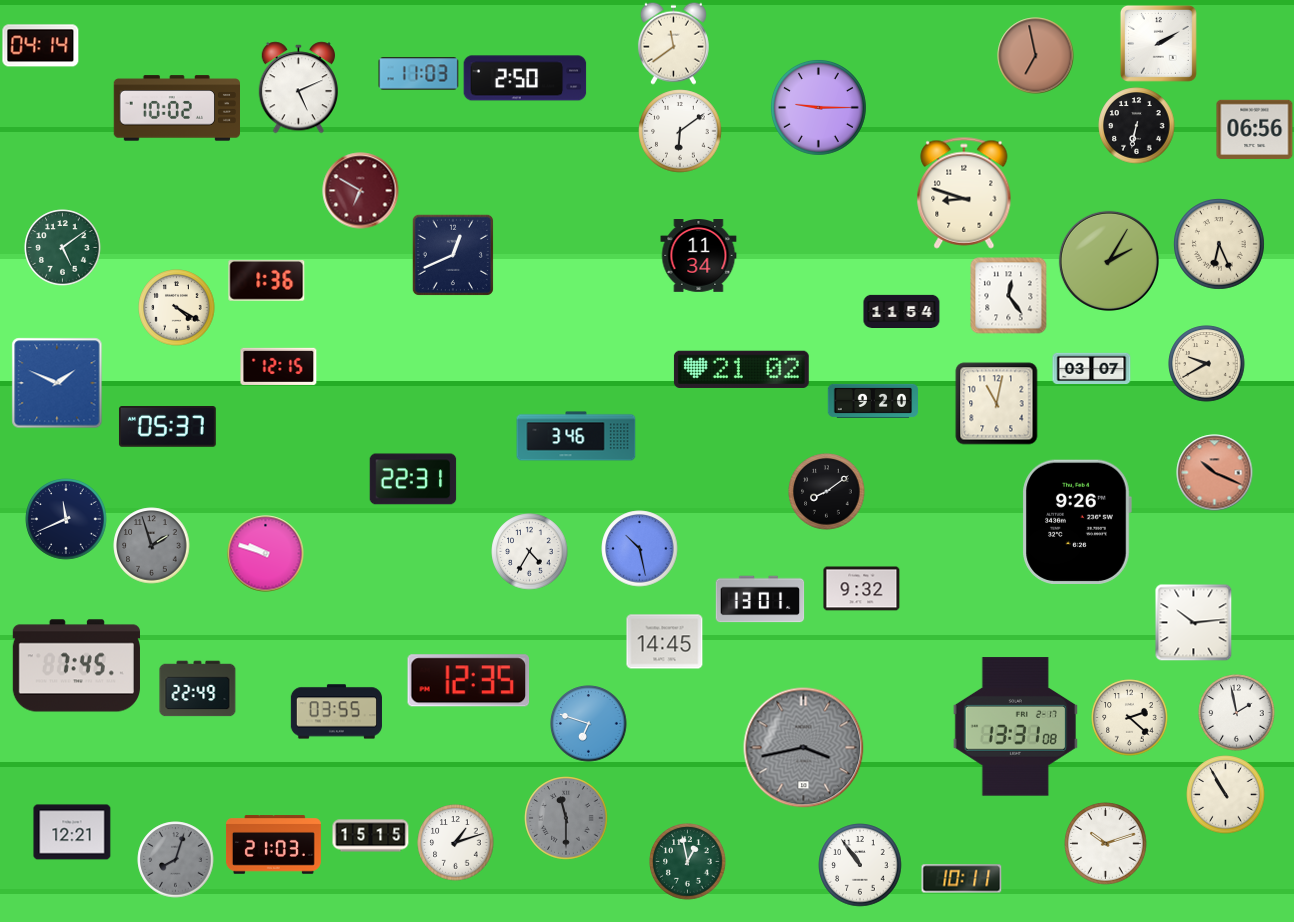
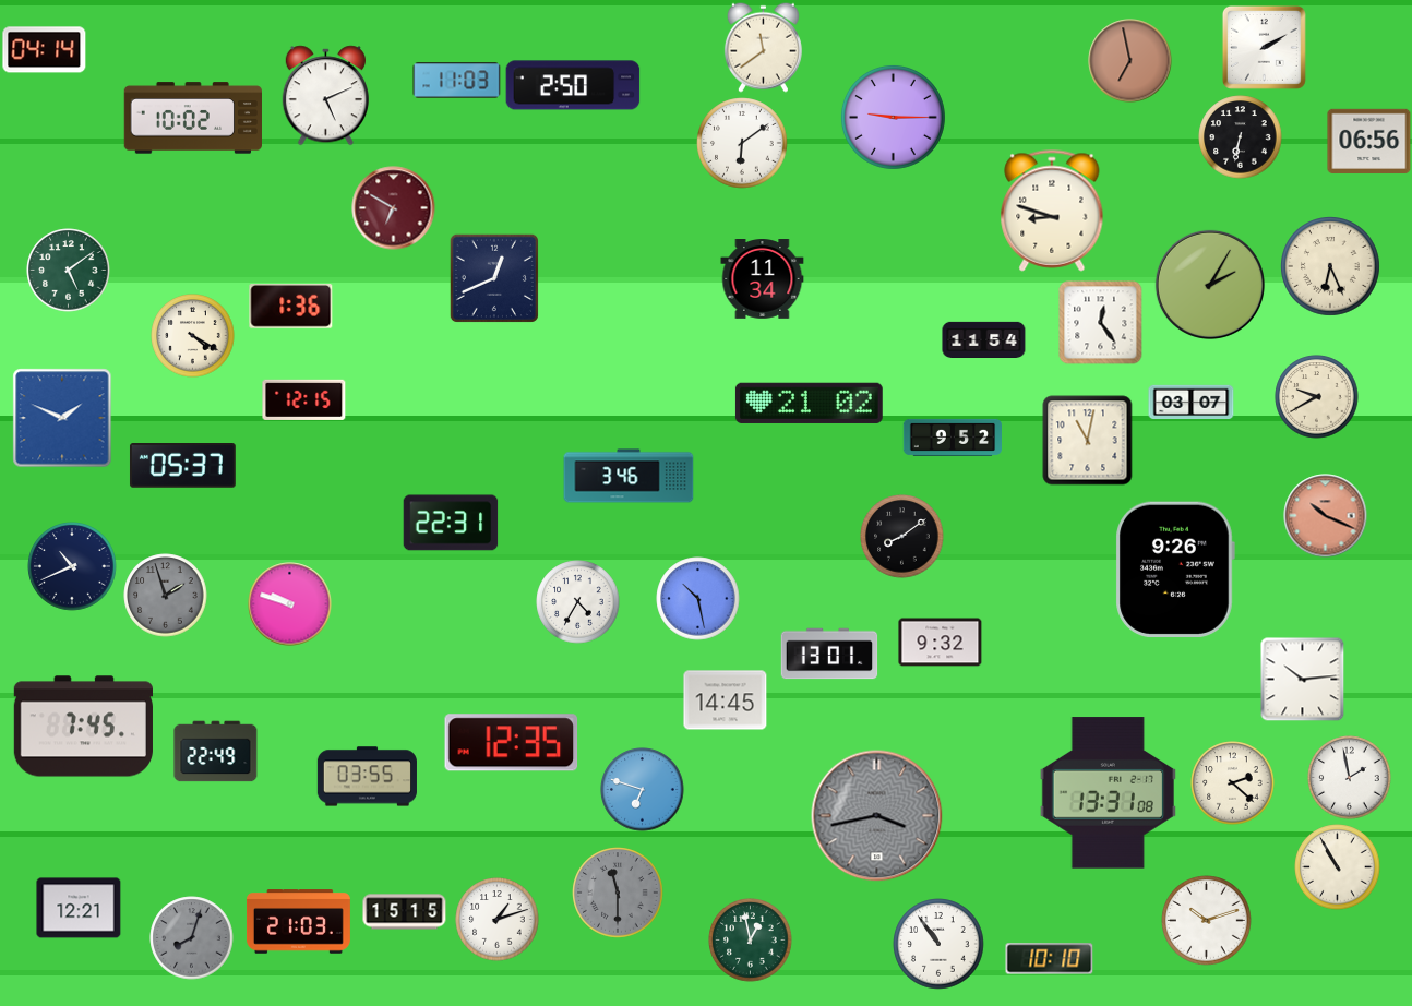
clock at (673, 43) position: (673, 43) -> (763, 47)
clock at (872, 401): 9:20 -> 9:52
clock at (66, 519): 11:41 -> 10:41
clock at (962, 879): 10:11 -> 10:10
